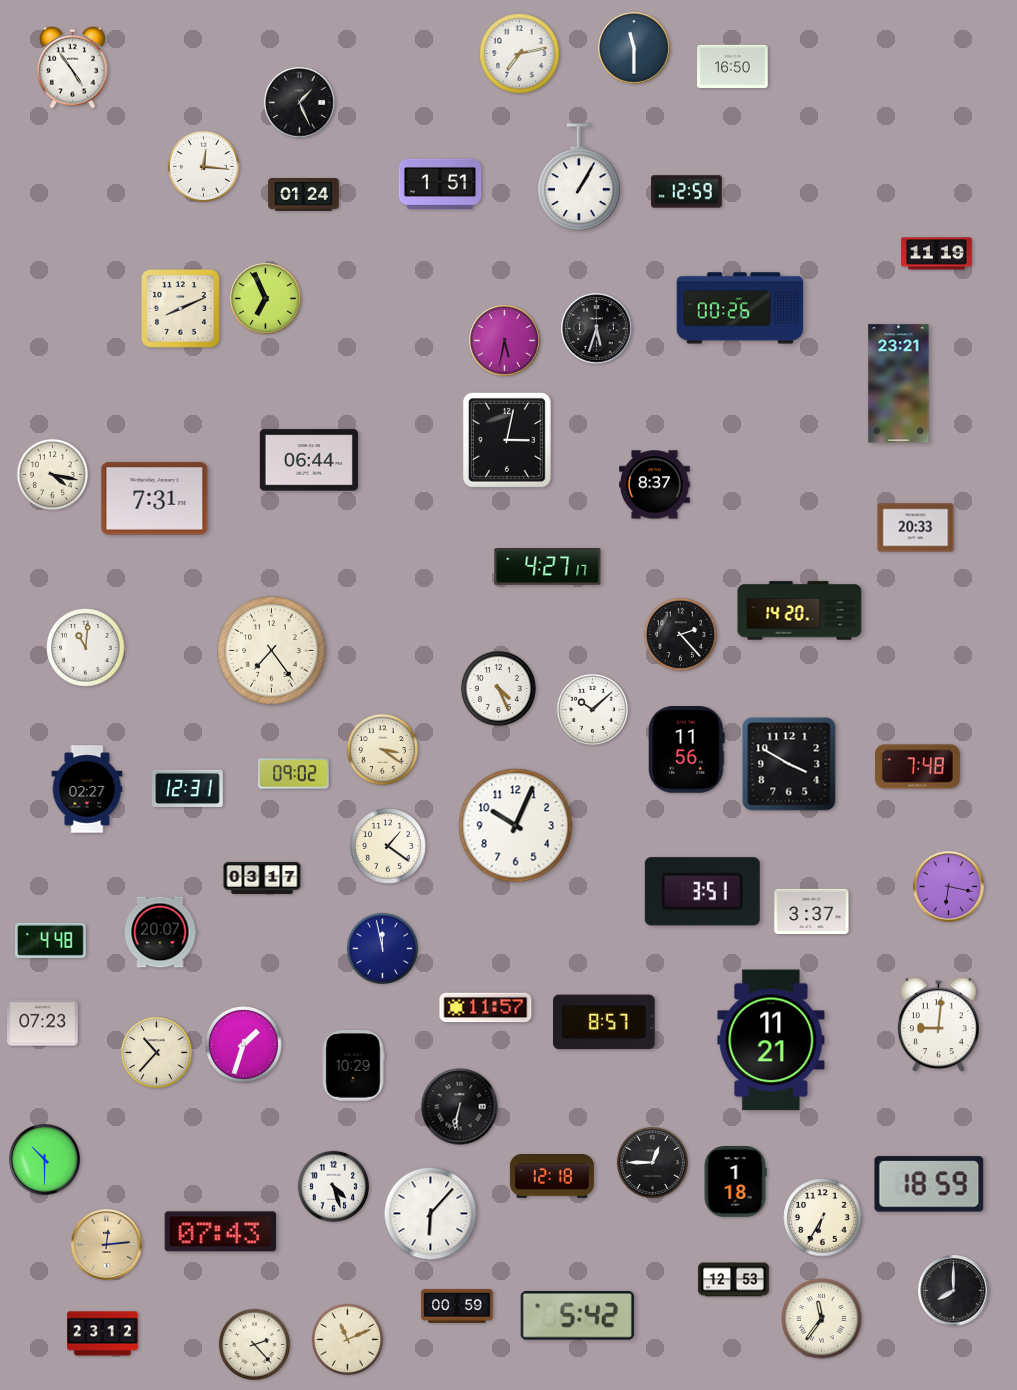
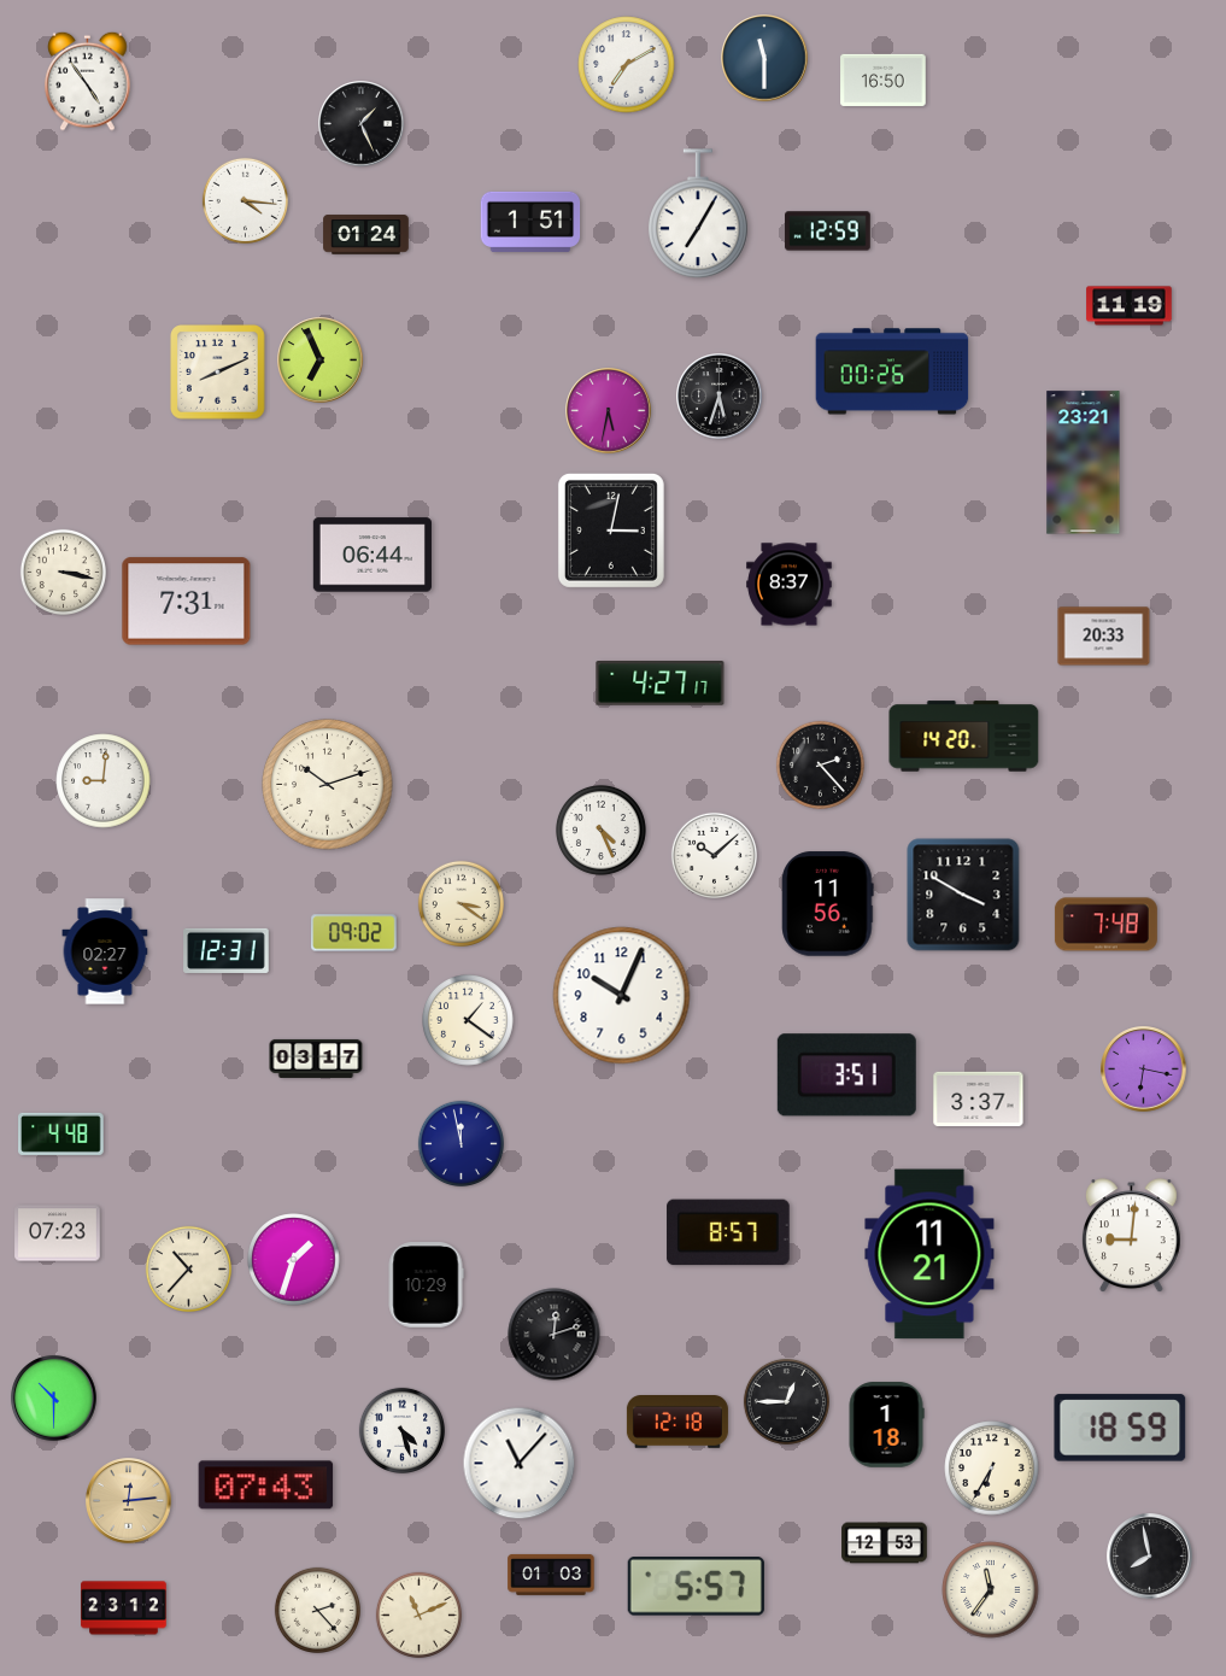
clock at (520, 54): 7:13 -> 7:10
clock at (203, 166): 12:16 -> 4:16
clock at (579, 178): 1:05 -> 7:05
clock at (52, 474): 4:17 -> 3:17
clock at (86, 648): 11:01 -> 9:01
clock at (272, 651): 7:24 -> 10:12
clock at (789, 764) position: (789, 764) -> (963, 895)
clock at (160, 932): 20:07 -> none
clock at (486, 1008): 11:57 -> none
clock at (43, 1023) position: (43, 1023) -> (58, 1233)
clock at (460, 1107): 6:32 -> 12:12
clock at (552, 1177) position: (552, 1177) -> (677, 1423)
clock at (431, 1214): 6:07 -> 11:07
clock at (954, 1291): 8:00 -> 7:58
clock at (457, 1306): 00:59 -> 01:03
clock at (577, 1316): 5:42 -> 5:57
clock at (254, 1344) position: (254, 1344) -> (317, 1610)
